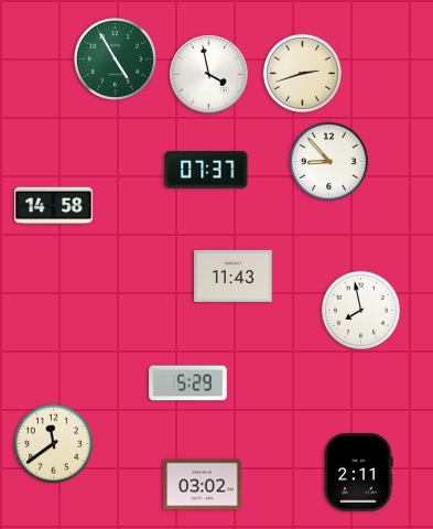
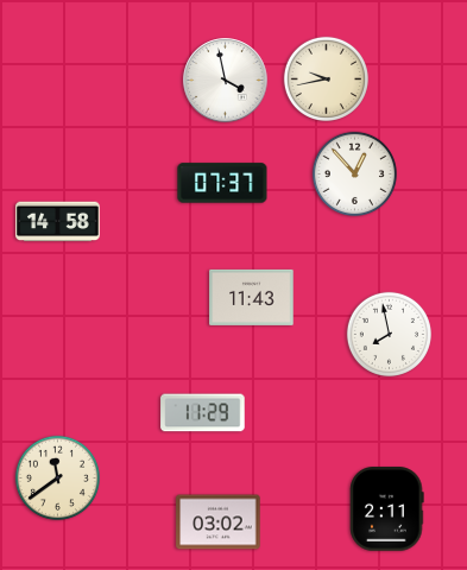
clock at (116, 60): 4:55 -> none
clock at (302, 73): 2:42 -> 9:43
clock at (328, 161): 8:53 -> 12:53
clock at (188, 384): 5:29 -> 11:29
